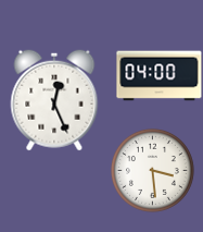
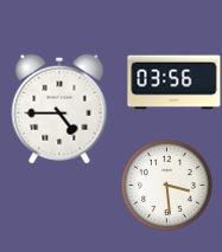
clock at (160, 76): 04:00 -> 03:56
clock at (54, 100): 12:26 -> 4:45
